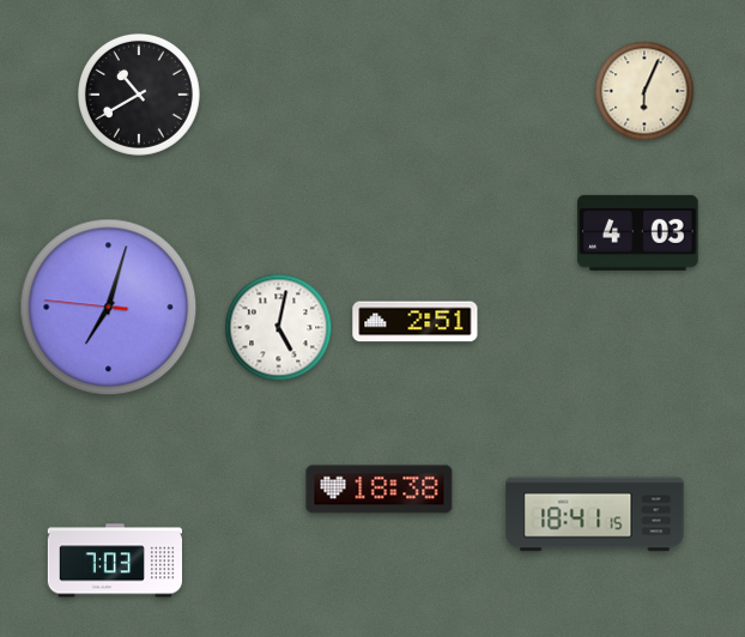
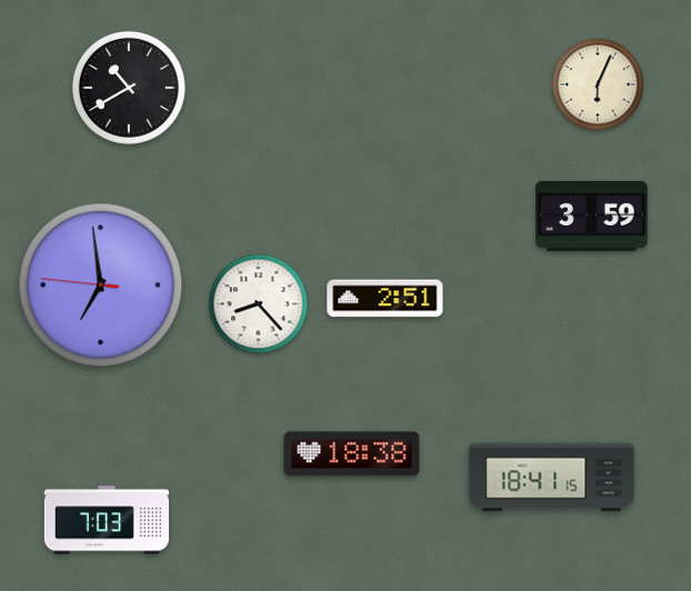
clock at (638, 232): 4:03 -> 3:59
clock at (109, 308): 7:02 -> 6:58
clock at (279, 328): 5:02 -> 8:23
